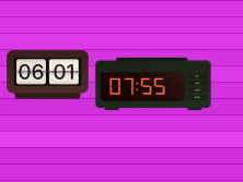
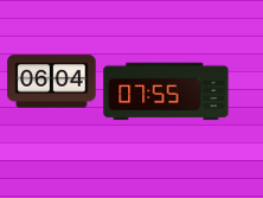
clock at (48, 75): 06:01 -> 06:04
